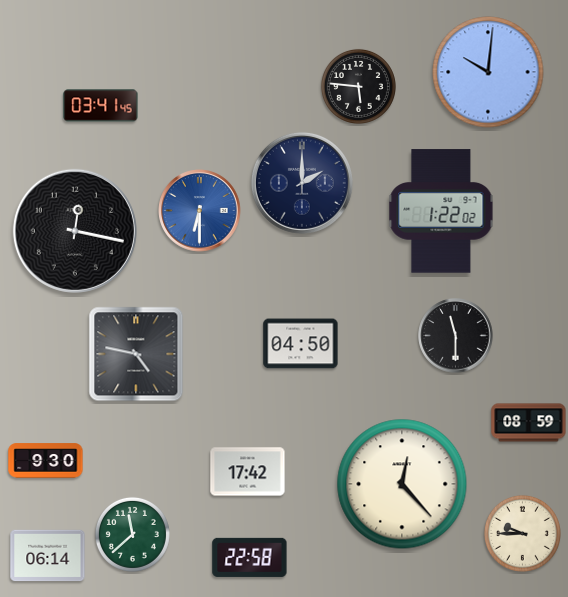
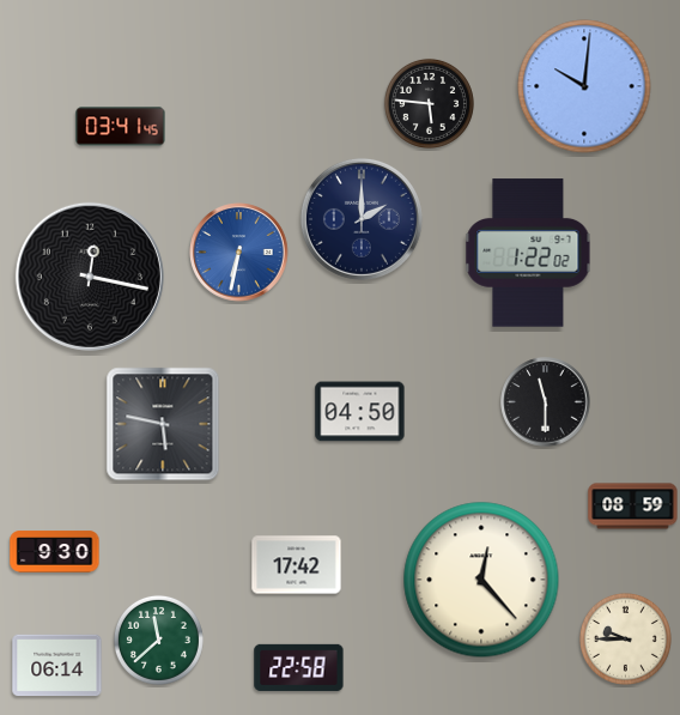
clock at (200, 211): 6:30 -> 6:32
clock at (136, 354): 4:47 -> 5:47
